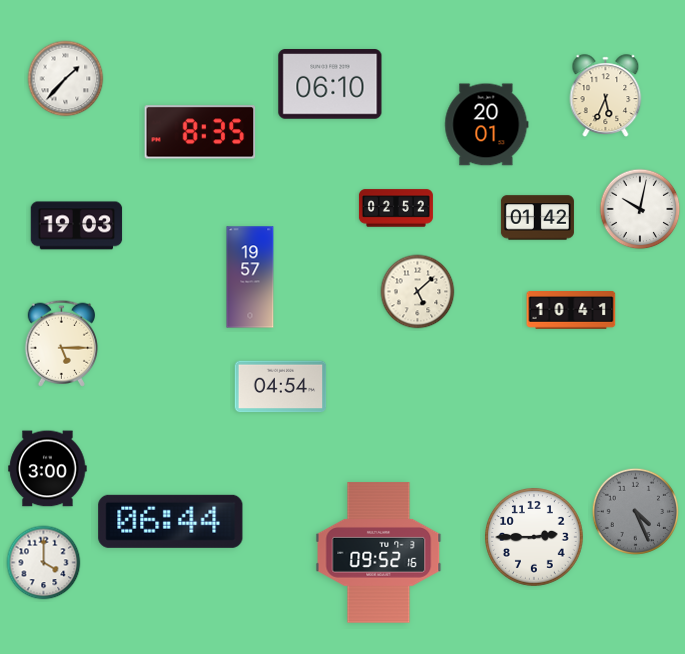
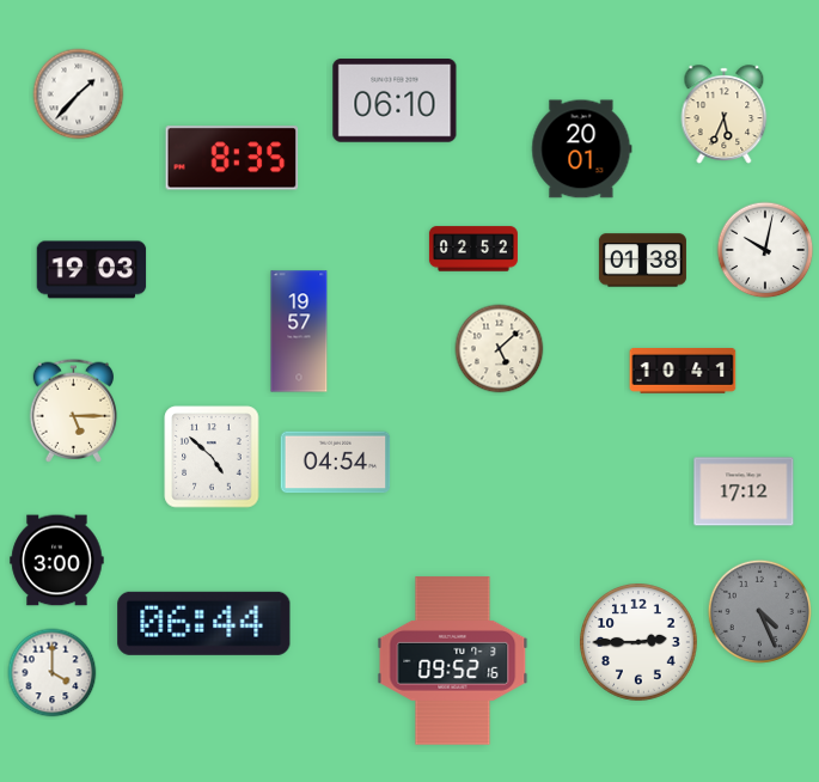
clock at (200, 132) position: (200, 132) -> (232, 158)
clock at (537, 218): 01:42 -> 01:38
clock at (212, 457): none -> 4:52
clock at (744, 491): none -> 17:12
